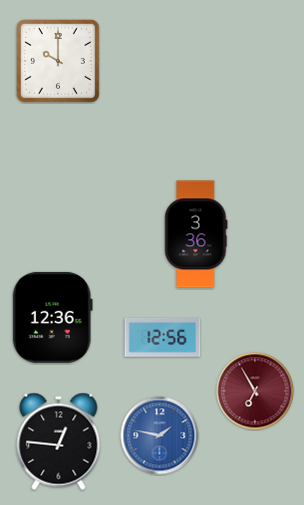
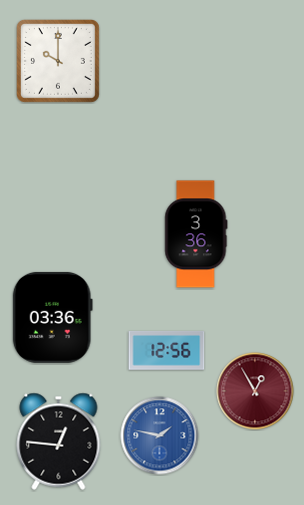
clock at (52, 317): 12:36 -> 03:36
clock at (163, 337) position: (163, 337) -> (167, 350)
clock at (255, 391): 6:55 -> 12:55
